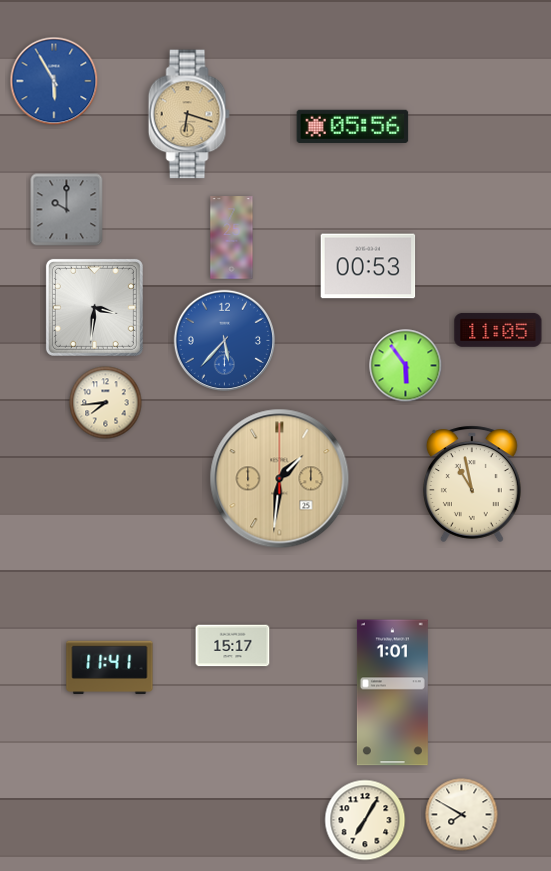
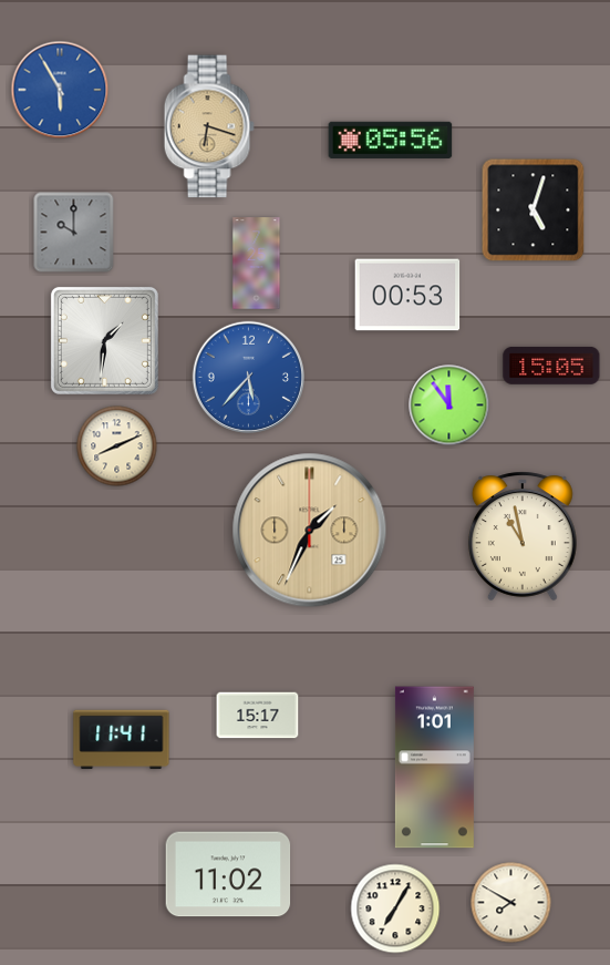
clock at (534, 211): none -> 5:03
clock at (94, 307): 3:31 -> 1:31
clock at (498, 330): 11:05 -> 15:05
clock at (406, 366): 5:54 -> 11:54
clock at (106, 403): 7:44 -> 8:11
clock at (280, 479): 1:31 -> 1:34
clock at (228, 874): none -> 11:02
clock at (365, 820) position: (365, 820) -> (395, 908)
